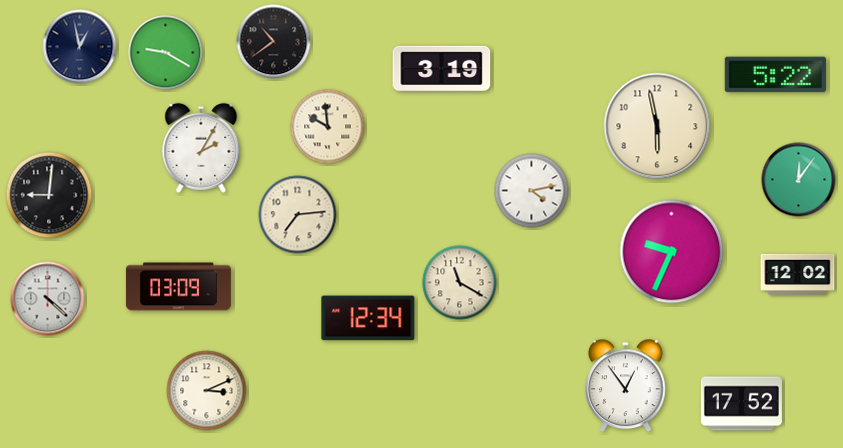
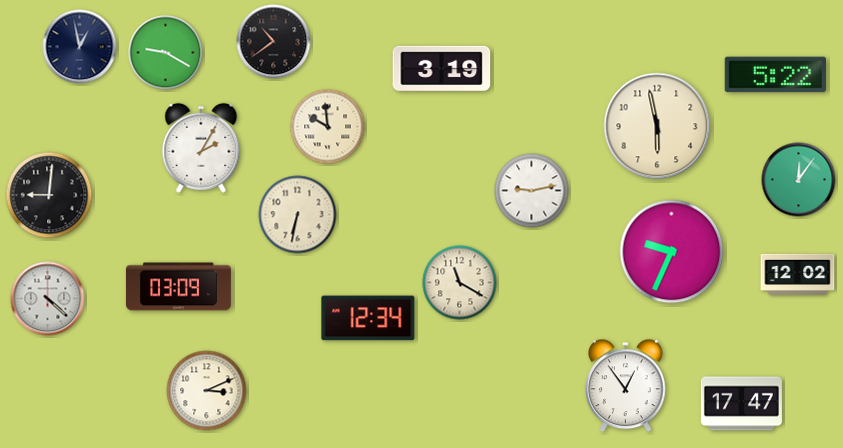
clock at (532, 191): 4:13 -> 9:13
clock at (298, 215): 7:14 -> 6:32
clock at (741, 404): 17:52 -> 17:47
